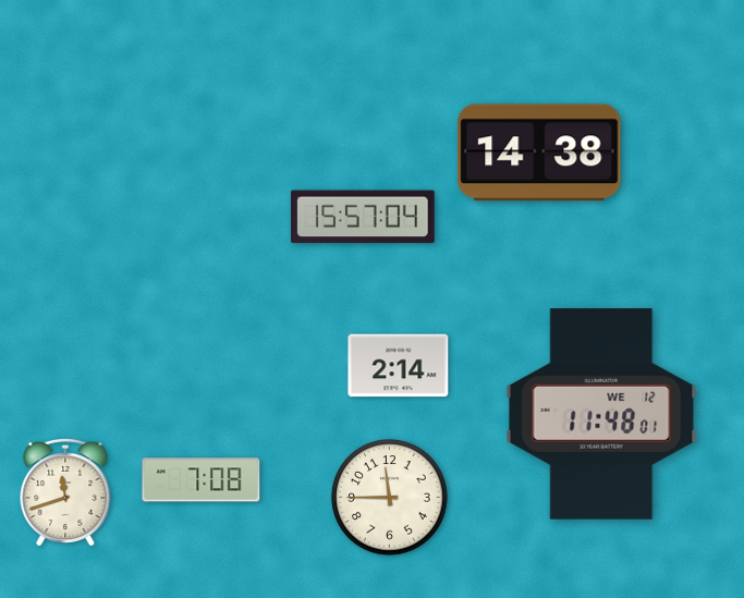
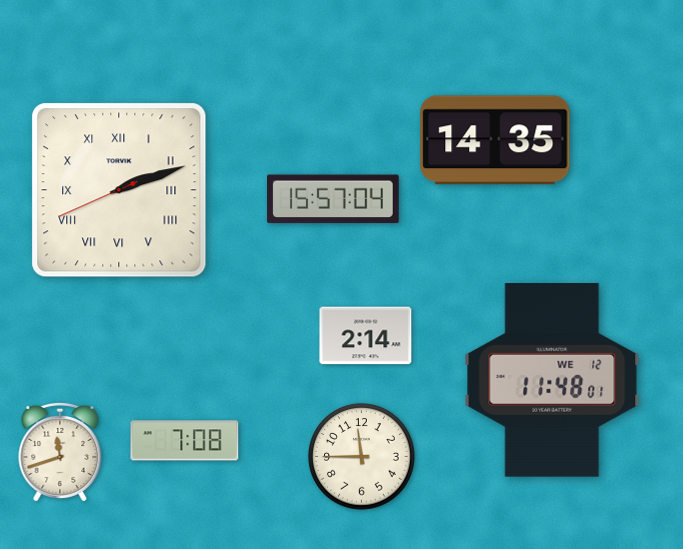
clock at (539, 152): 14:38 -> 14:35
clock at (119, 190): none -> 2:11
clock at (390, 498) position: (390, 498) -> (362, 457)
